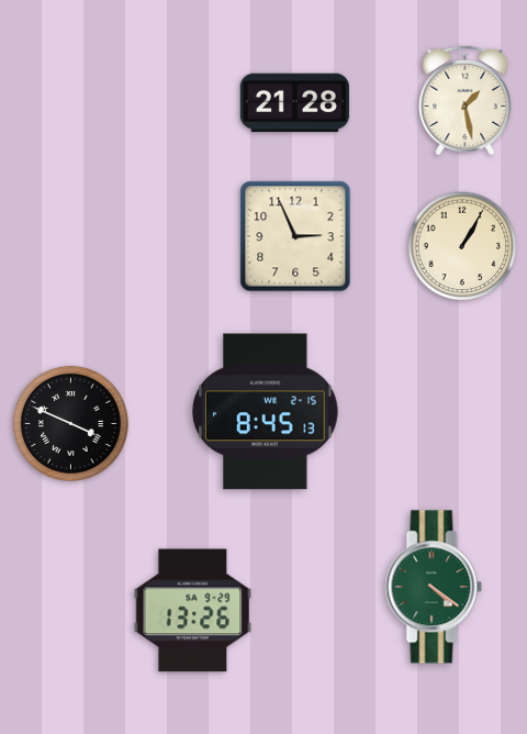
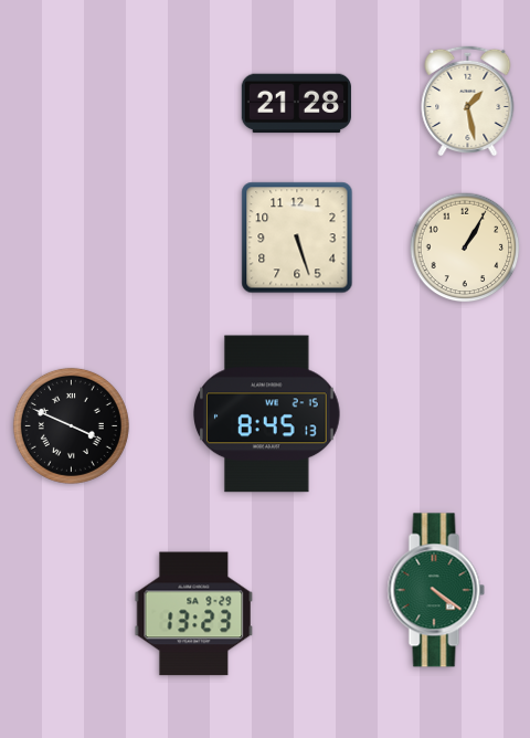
clock at (295, 236): 2:56 -> 5:27
clock at (193, 611): 13:26 -> 13:23
